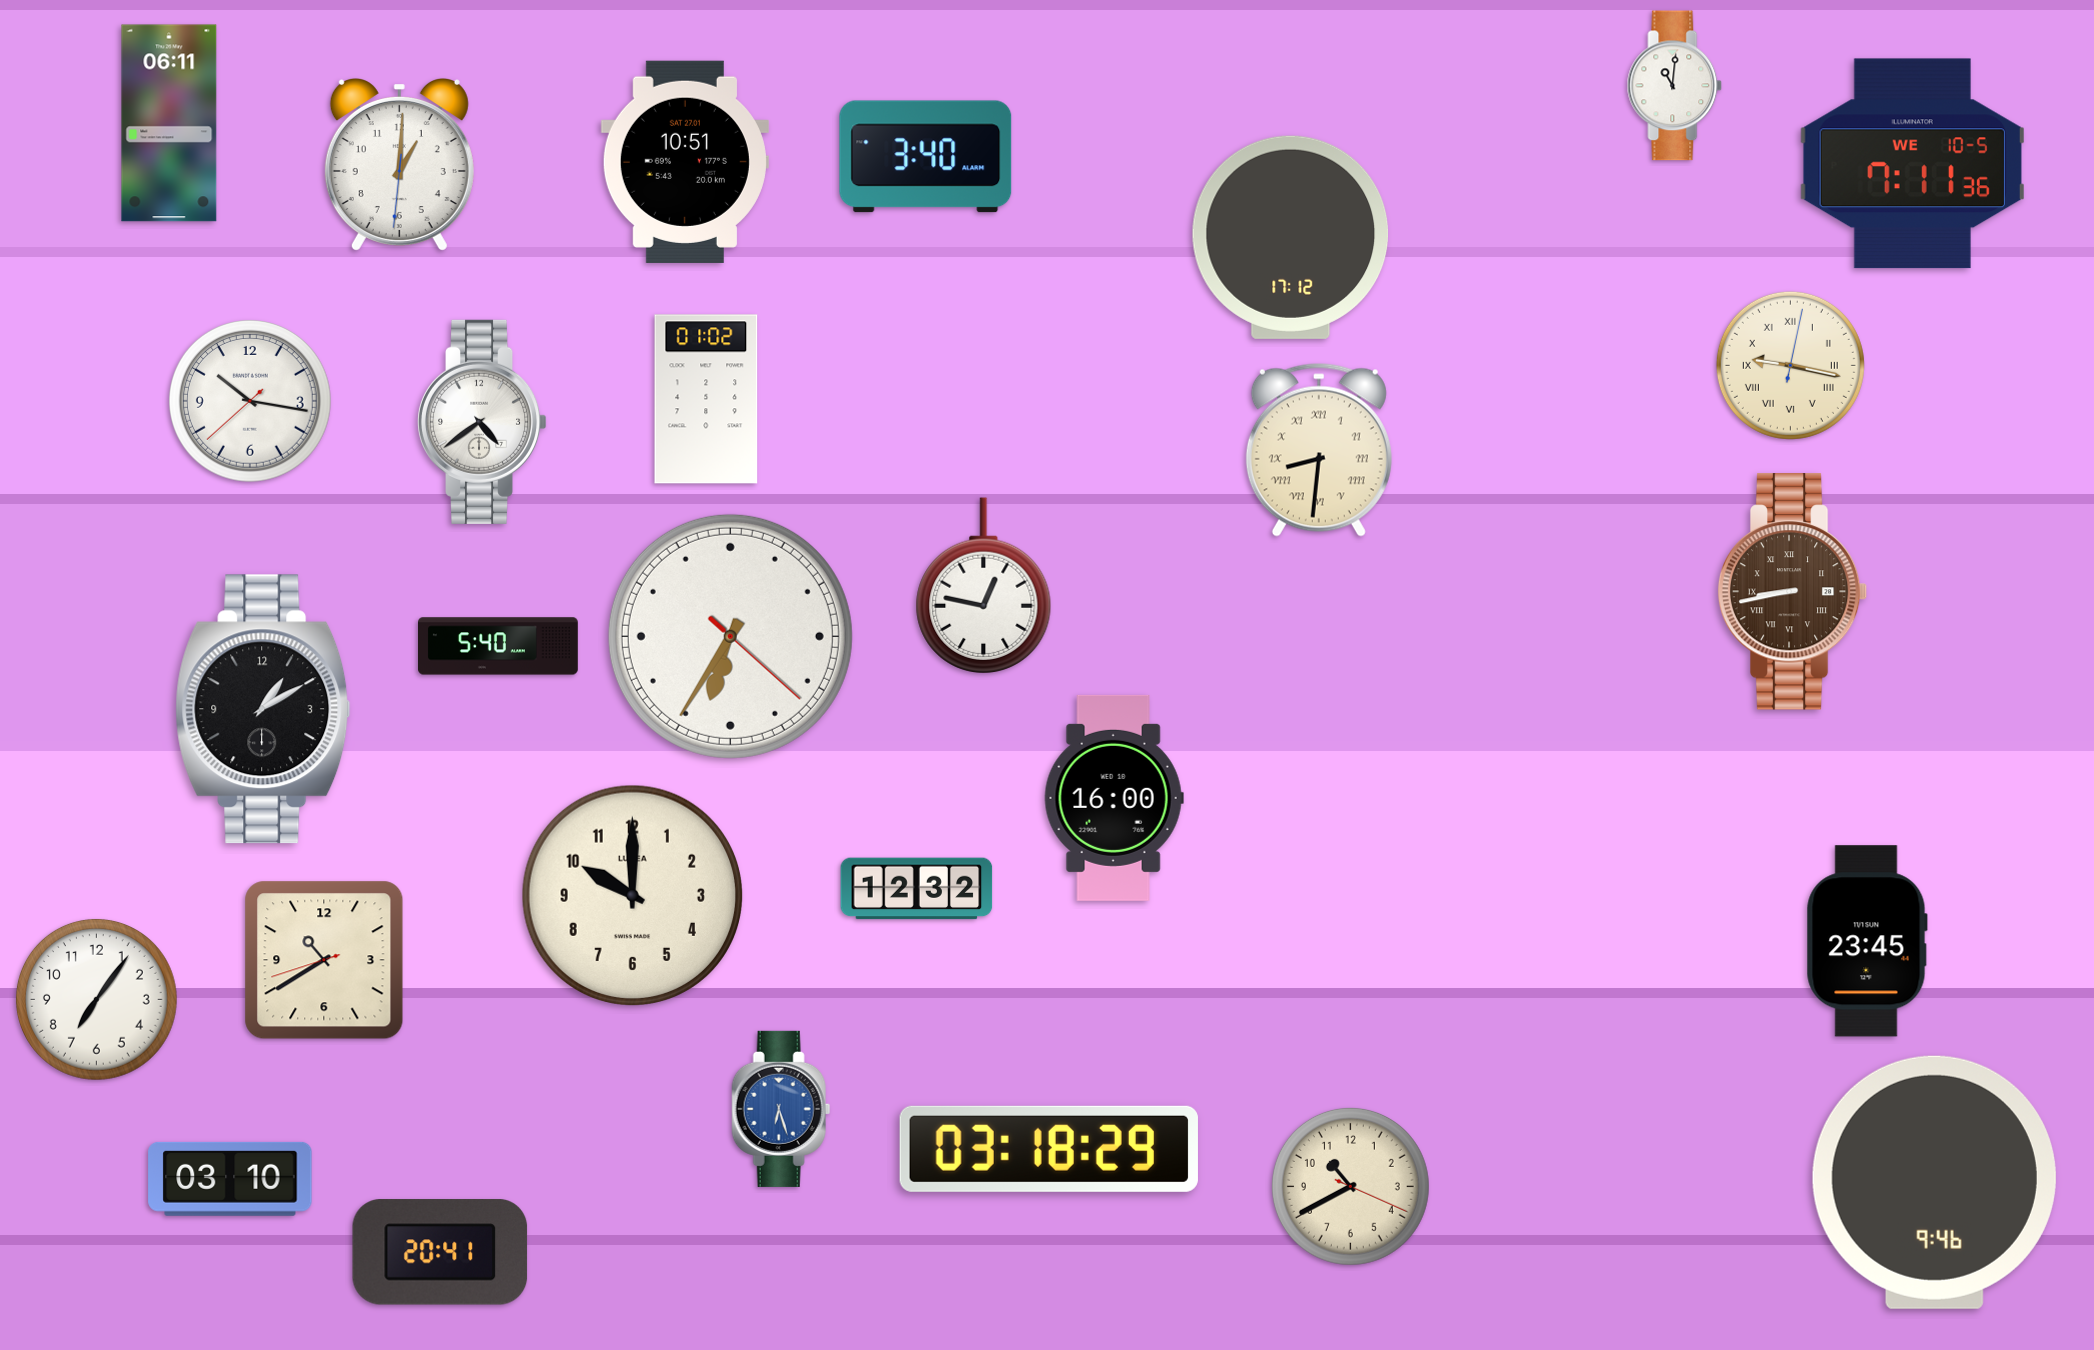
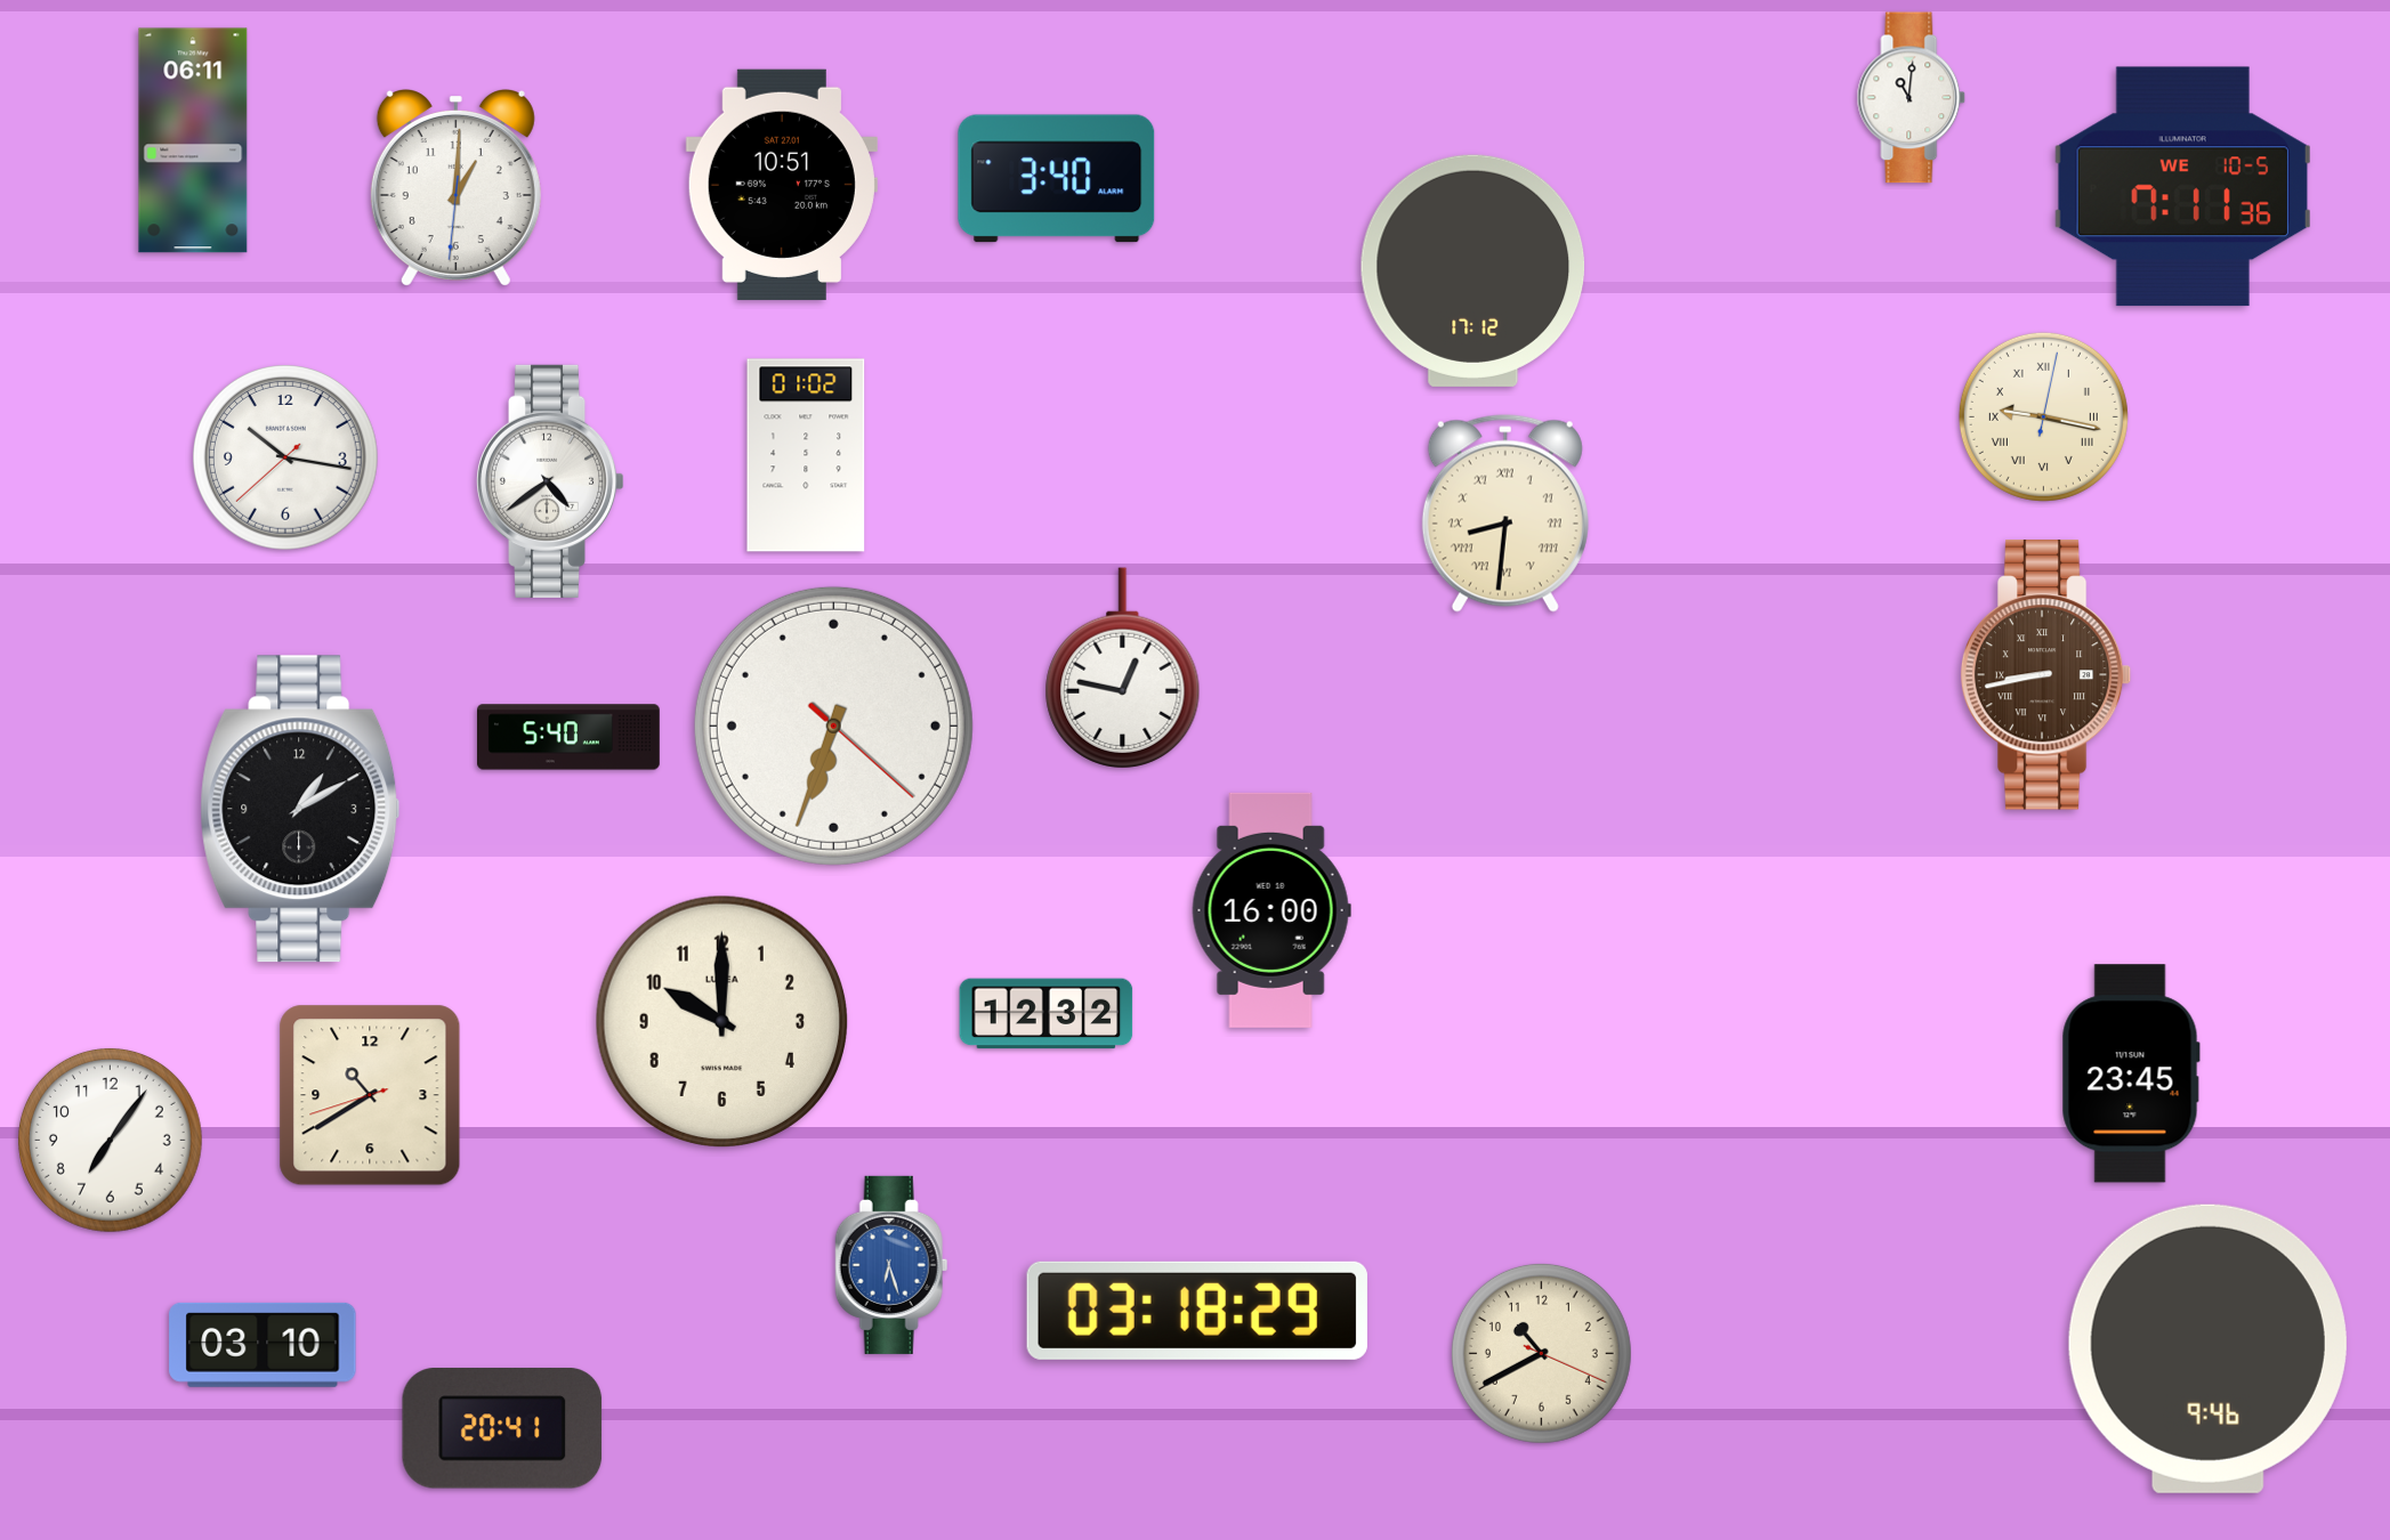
clock at (730, 636): 6:35 -> 6:33
